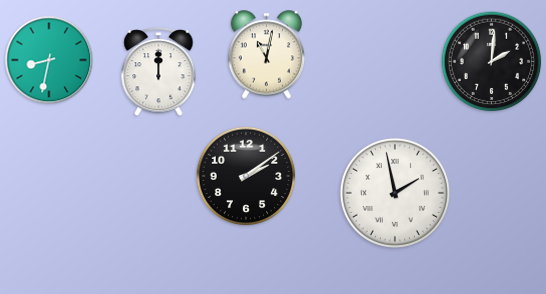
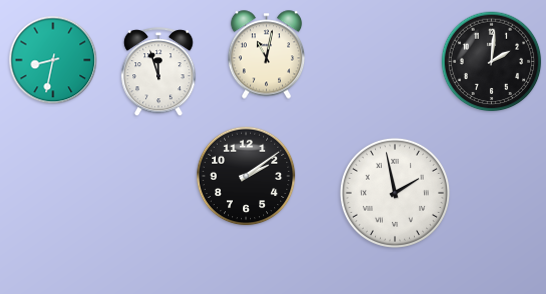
clock at (49, 60) position: (49, 60) -> (53, 60)
clock at (159, 72): 12:00 -> 11:57
